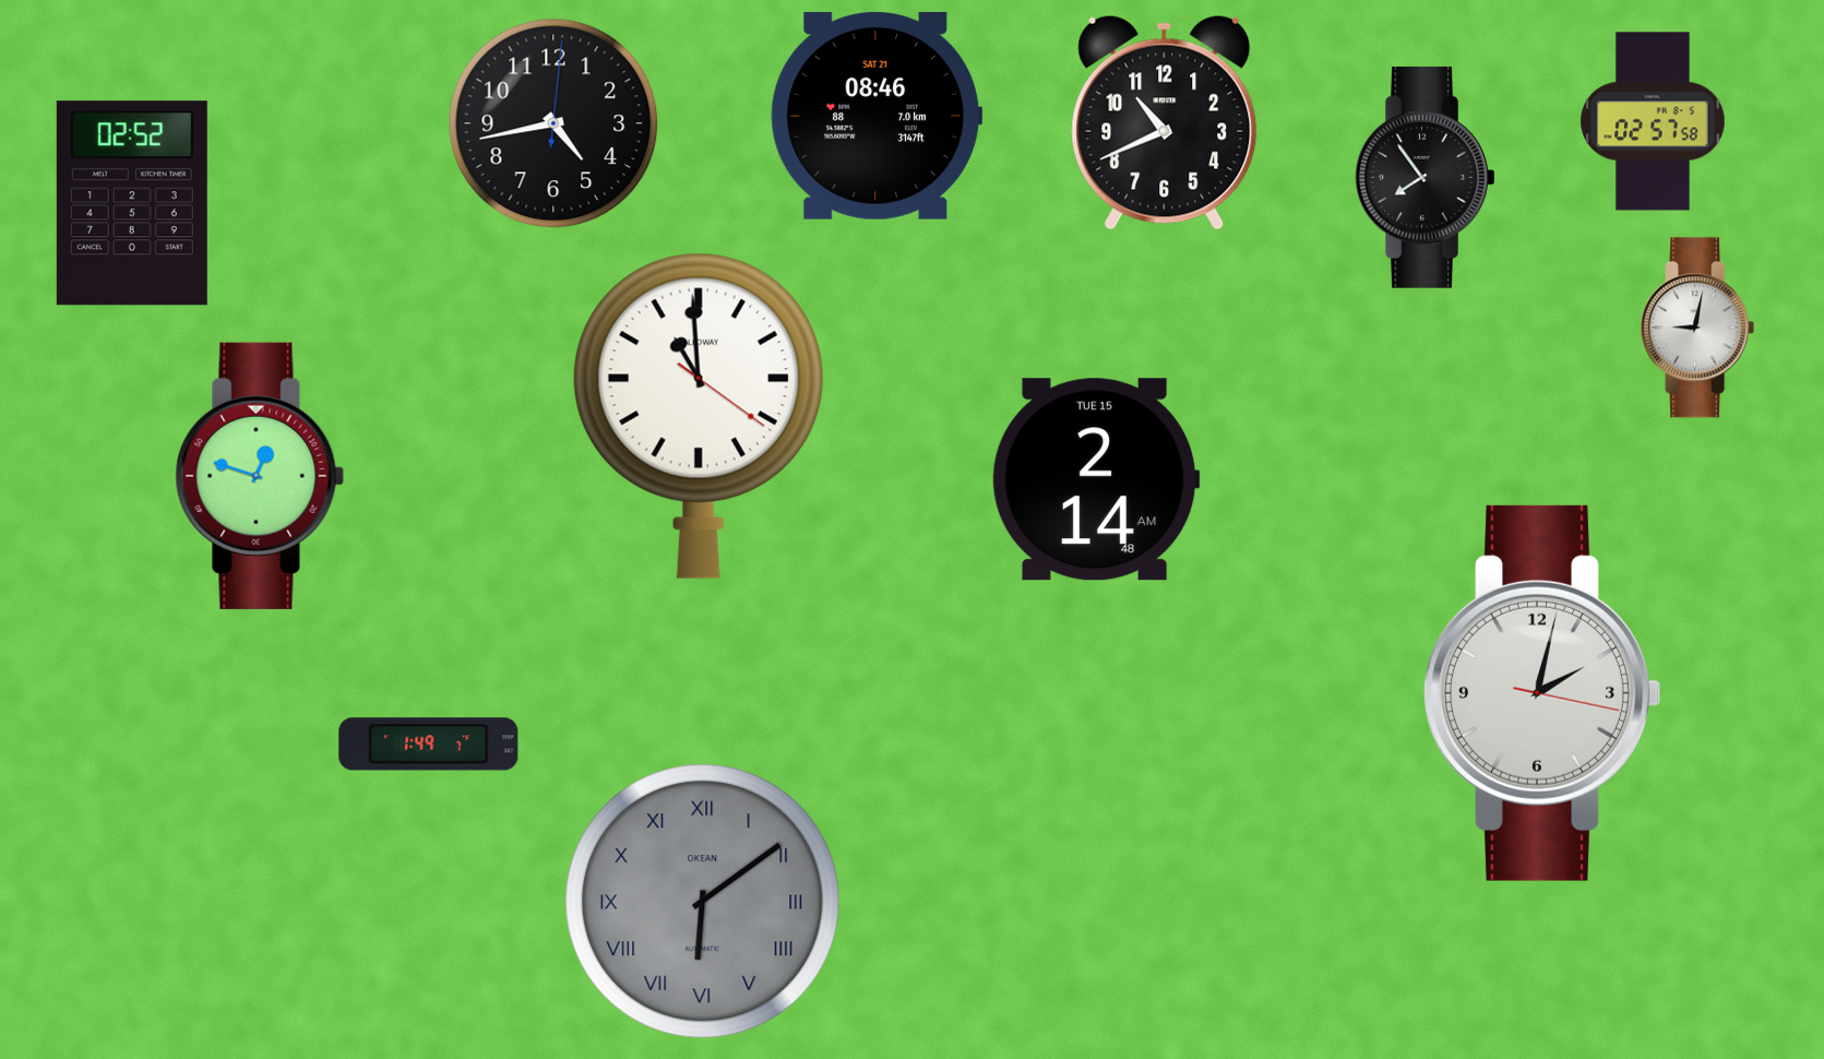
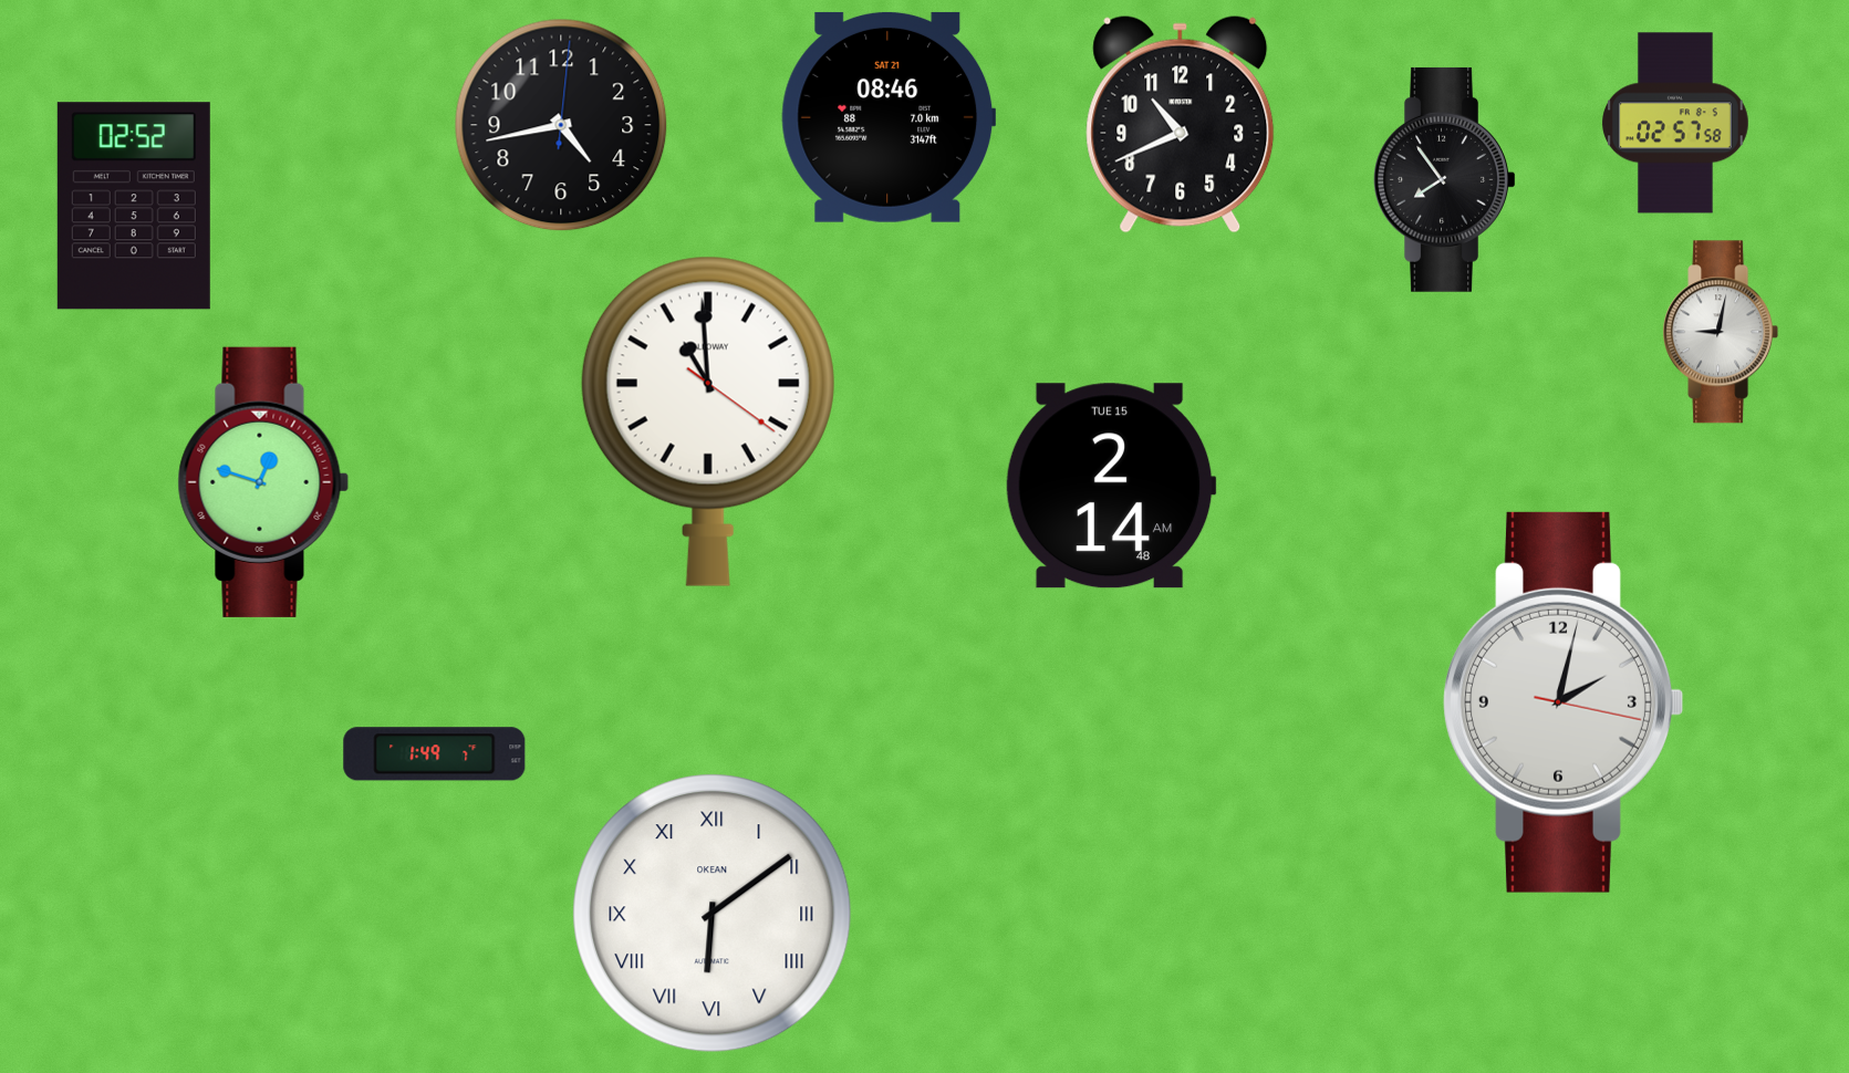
clock at (703, 902) dial: grey -> white
